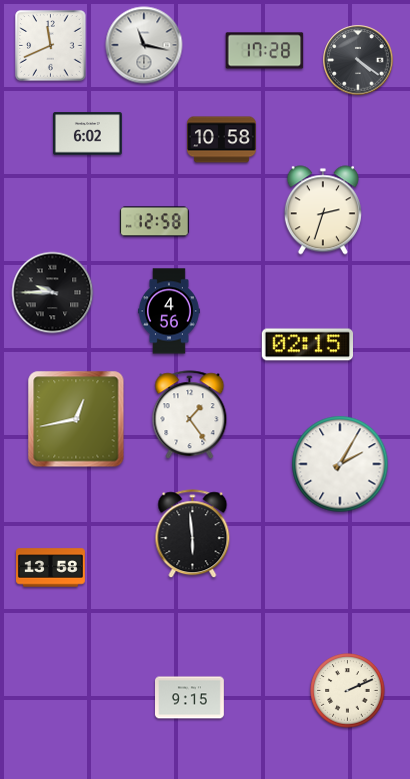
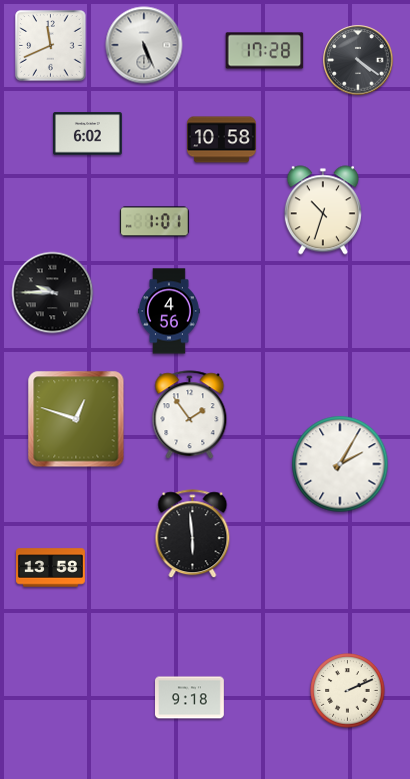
clock at (144, 45): 11:17 -> 5:26
clock at (323, 210): 2:33 -> 10:33
clock at (154, 222): 12:58 -> 1:01
clock at (308, 345): 02:15 -> none
clock at (190, 415): 1:24 -> 1:54
clock at (76, 419): 12:43 -> 12:48
clock at (190, 698): 9:15 -> 9:18
